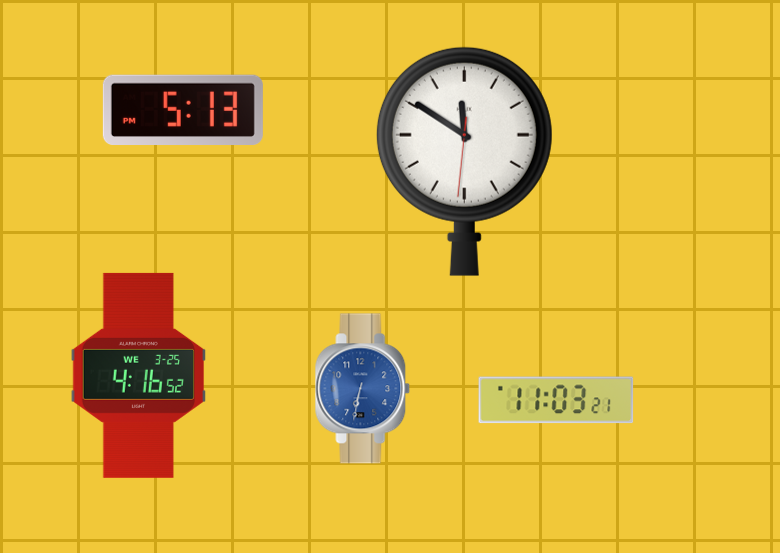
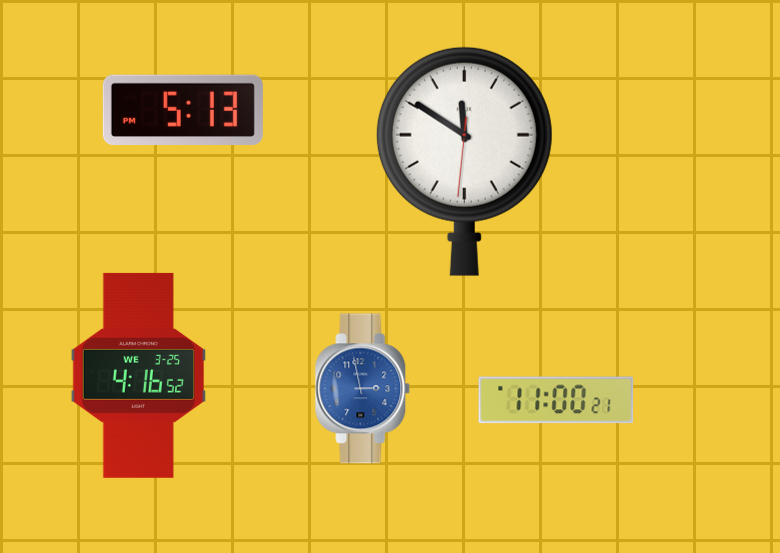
clock at (363, 389): 6:32 -> 2:58
clock at (556, 400): 11:03 -> 11:00
